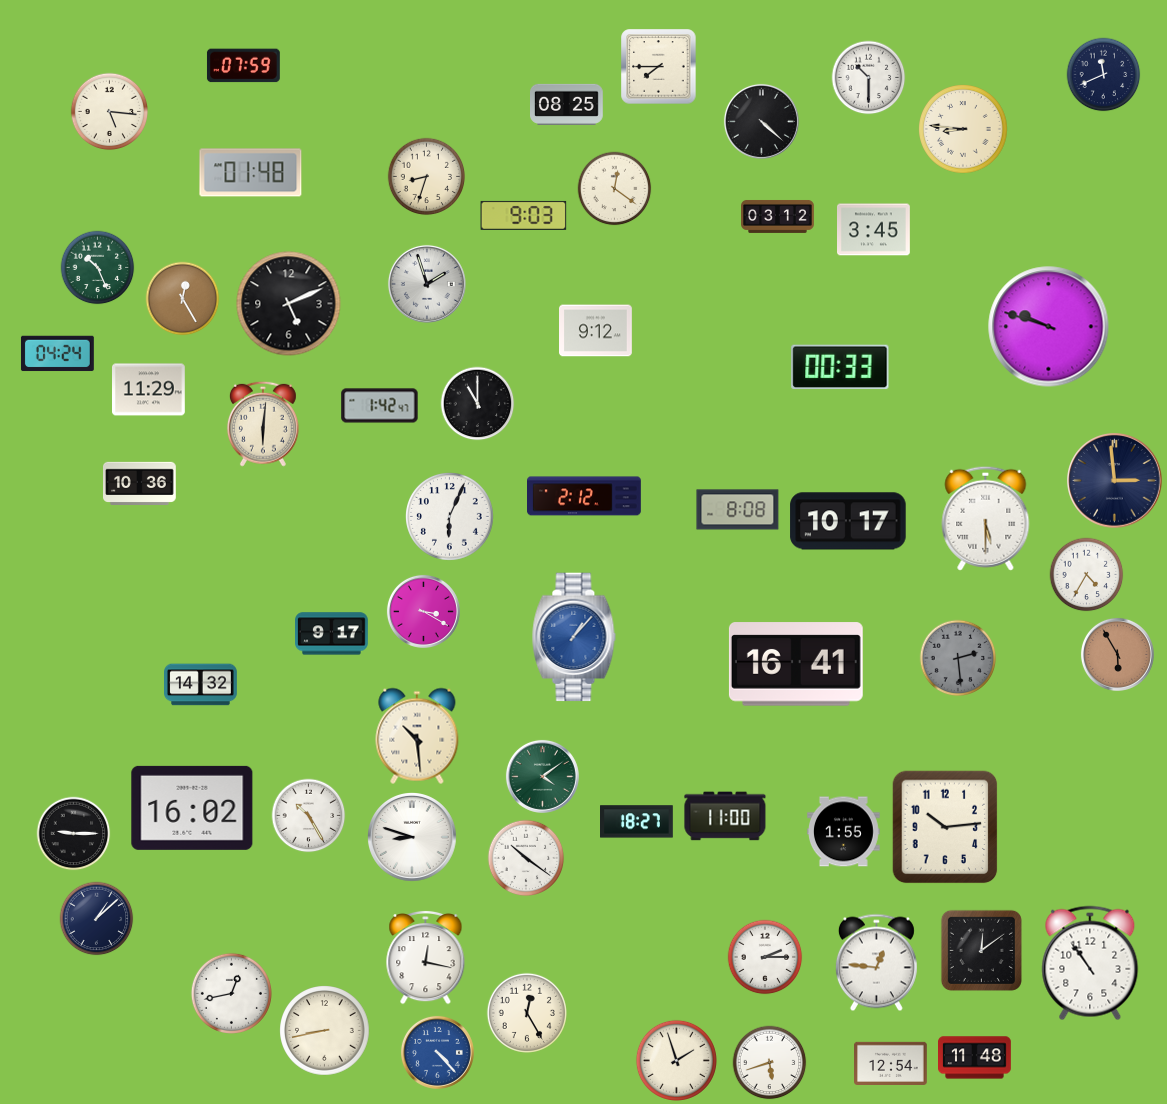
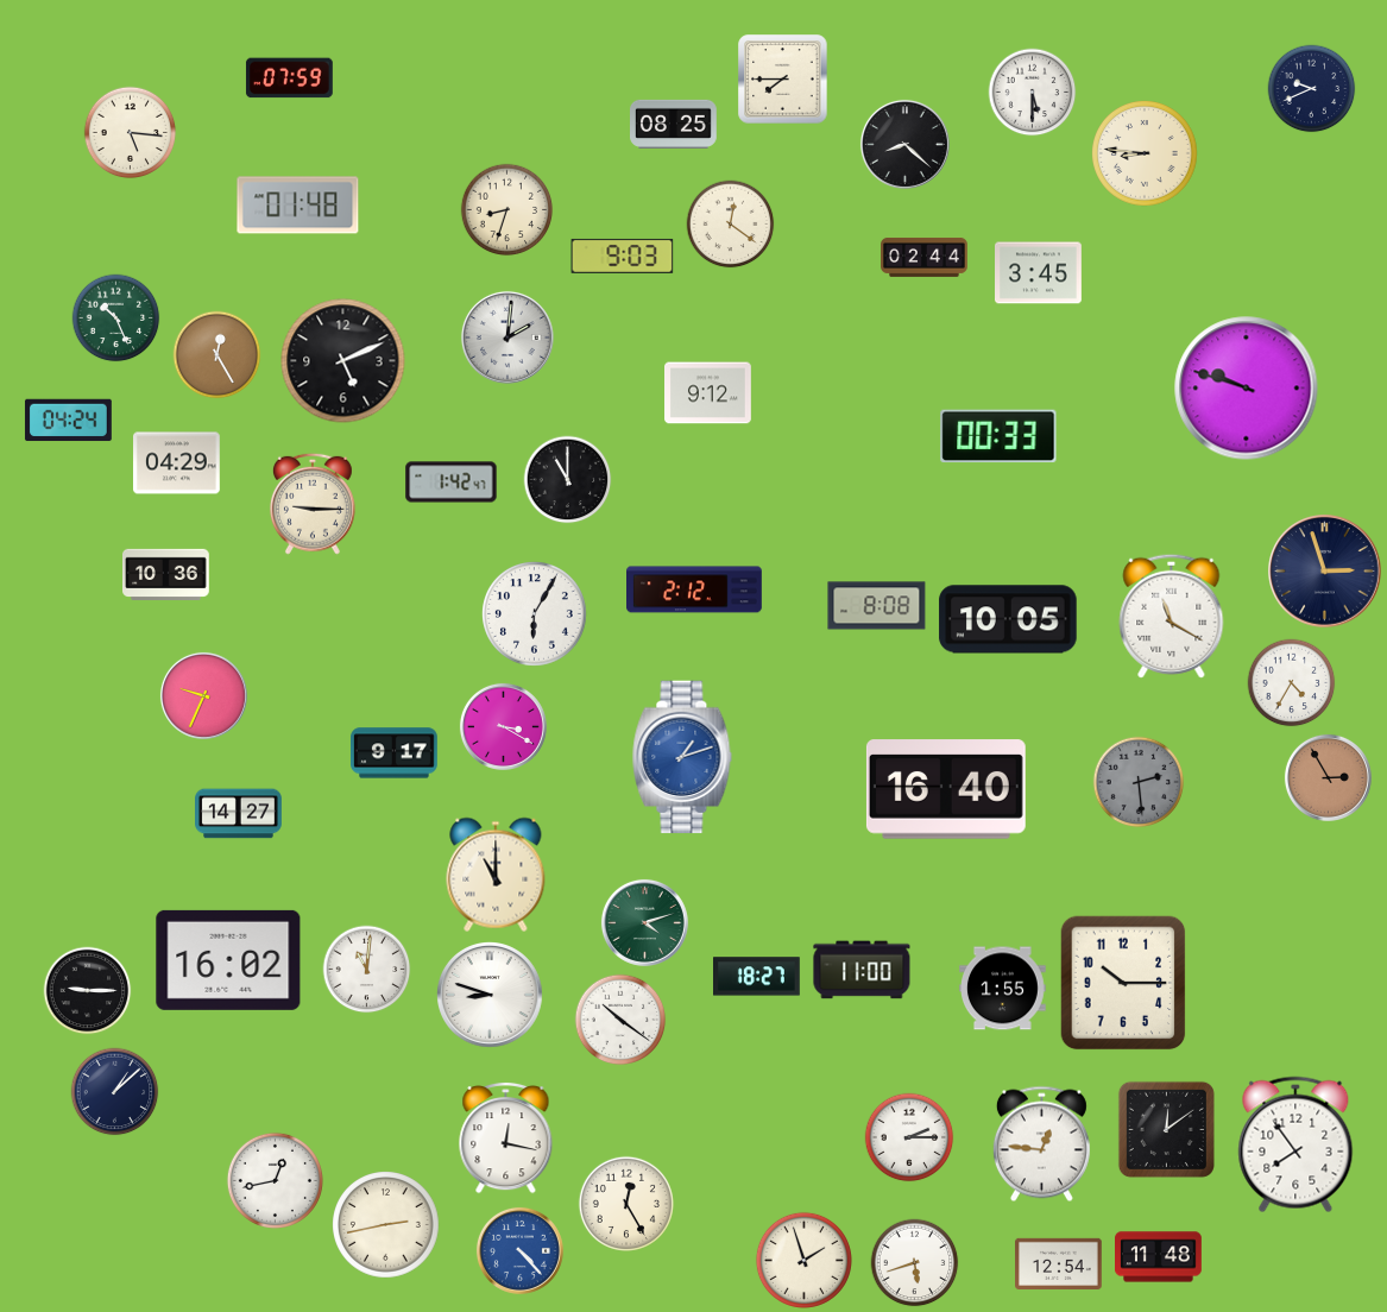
clock at (1104, 75): 11:41 -> 9:41
clock at (869, 78): 10:30 -> 5:30
clock at (761, 121): 4:22 -> 8:22
clock at (778, 216): 03:12 -> 02:44
clock at (427, 284): 1:57 -> 2:01
clock at (149, 390): 11:29 -> 04:29
clock at (263, 424): 6:01 -> 9:15
clock at (1115, 481): 2:59 -> 2:57
clock at (450, 517): 6:04 -> 6:05
clock at (986, 518): 5:30 -> 11:20
clock at (848, 521): 10:17 -> 10:05
clock at (203, 695): none -> 9:34
clock at (574, 637): 1:07 -> 1:12
clock at (1117, 654): 5:55 -> 2:55
clock at (796, 664): 16:41 -> 16:40
clock at (201, 685): 14:32 -> 14:27
clock at (417, 736): 10:29 -> 11:00
clock at (542, 776): 4:09 -> 4:12
clock at (309, 816): 10:25 -> 11:01
clock at (945, 827): 10:14 -> 10:15
clock at (526, 858) position: (526, 858) -> (620, 1020)
clock at (1090, 963): 10:54 -> 7:54
clock at (325, 1031): 8:43 -> 2:43
